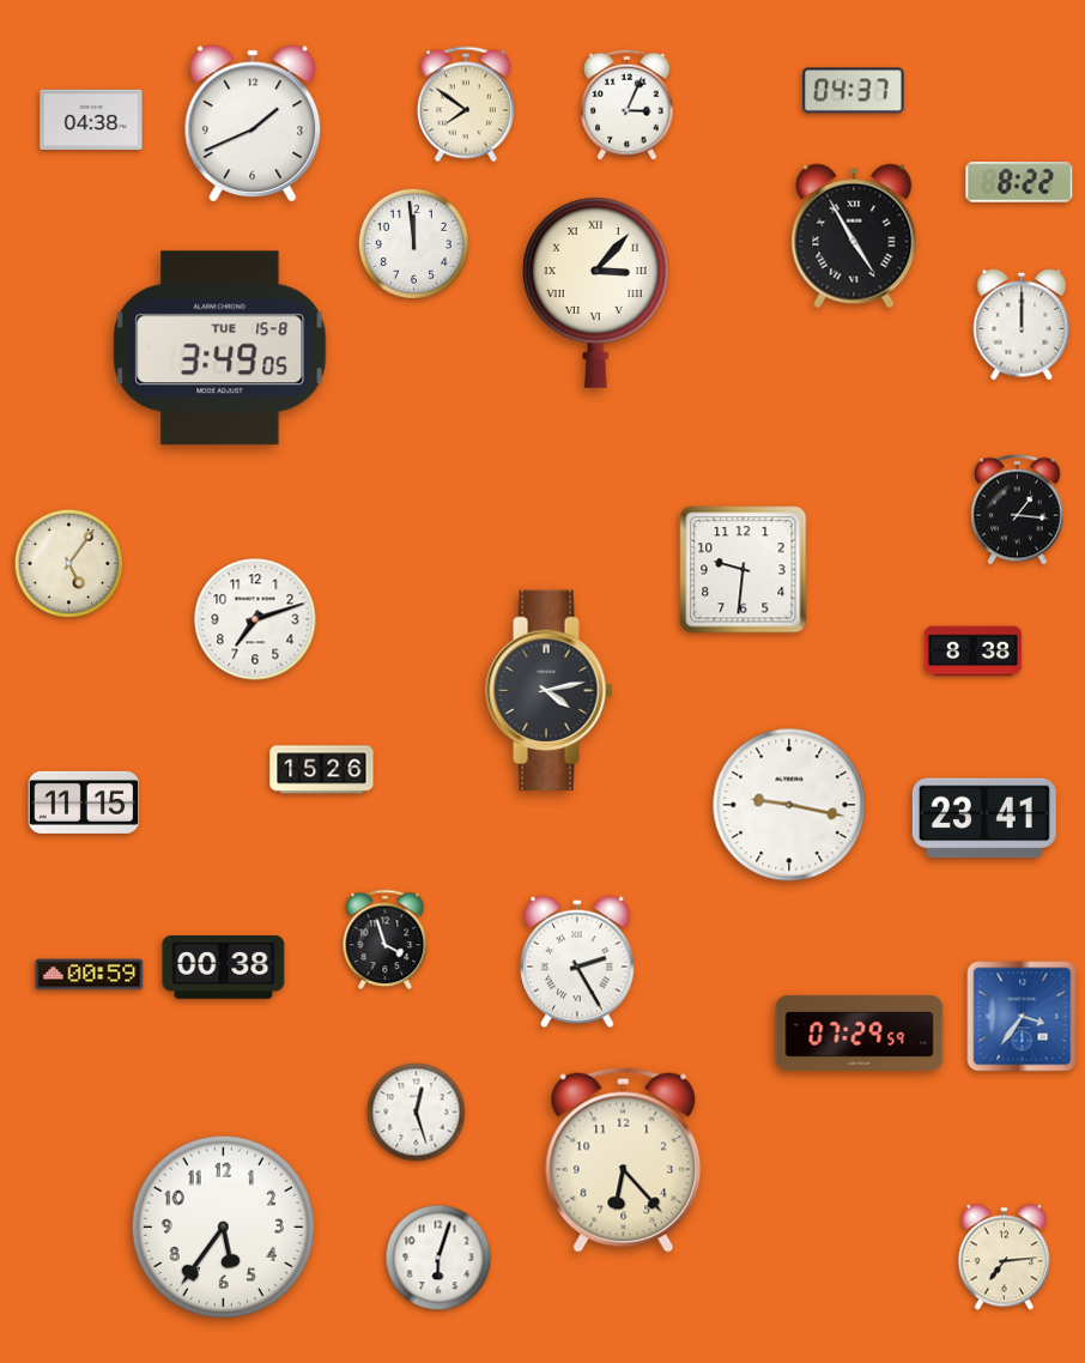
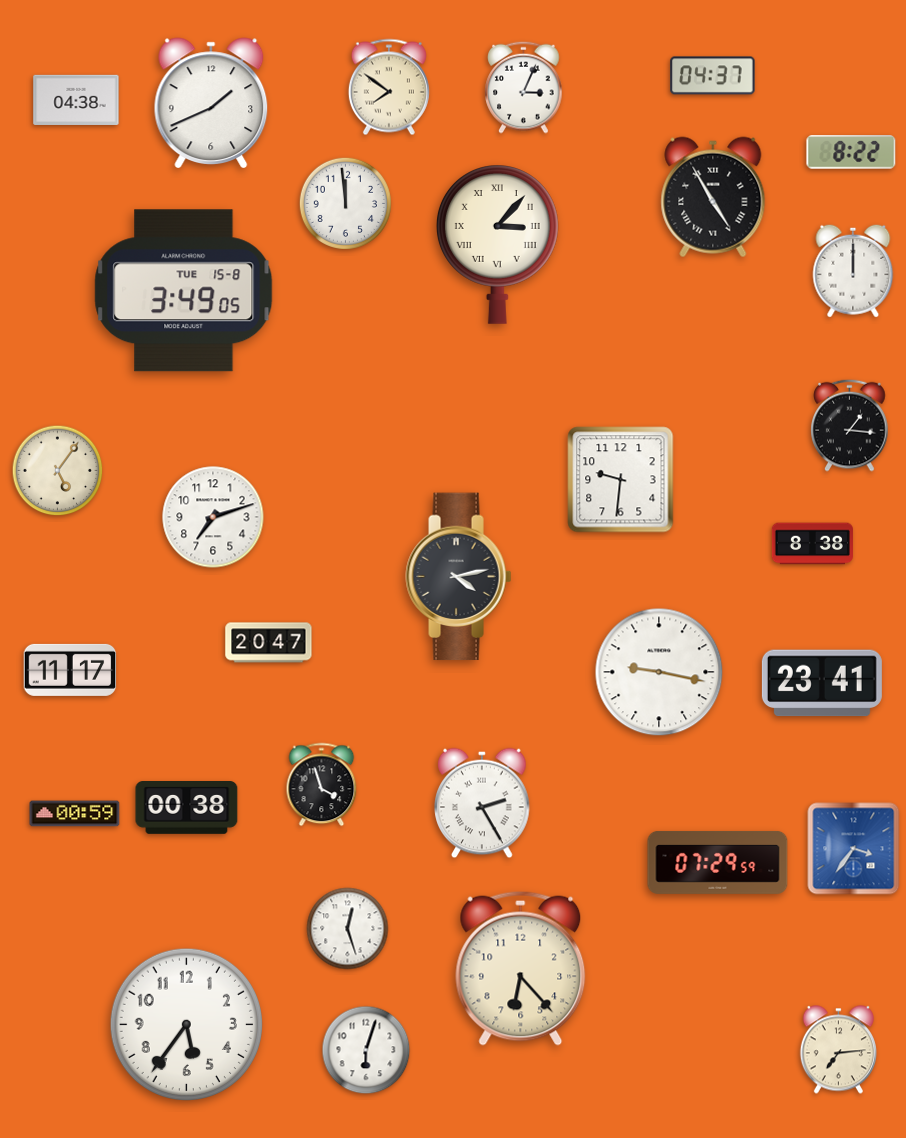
clock at (744, 570) position: (744, 570) -> (621, 480)
clock at (322, 770): 15:26 -> 20:47
clock at (84, 802): 11:15 -> 11:17
